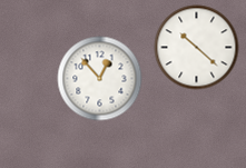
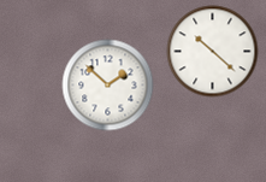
clock at (100, 79): 12:53 -> 1:52
